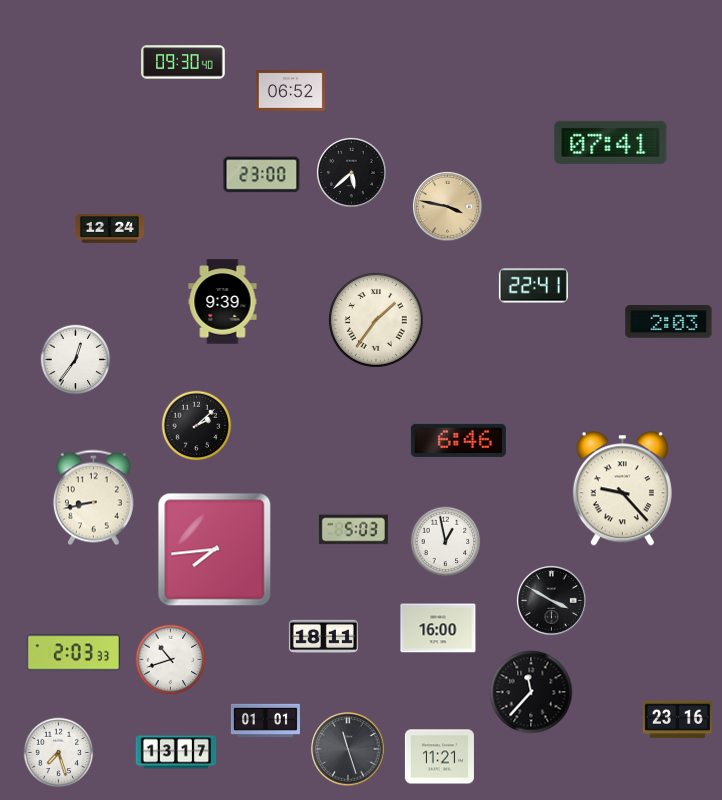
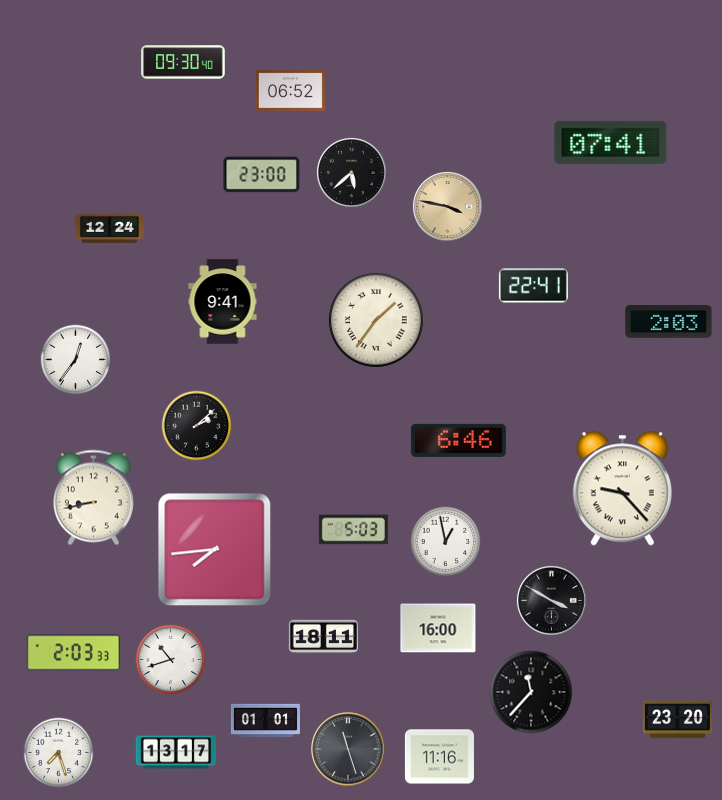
clock at (223, 302): 9:39 -> 9:41
clock at (677, 720): 23:16 -> 23:20
clock at (439, 757): 11:21 -> 11:16
